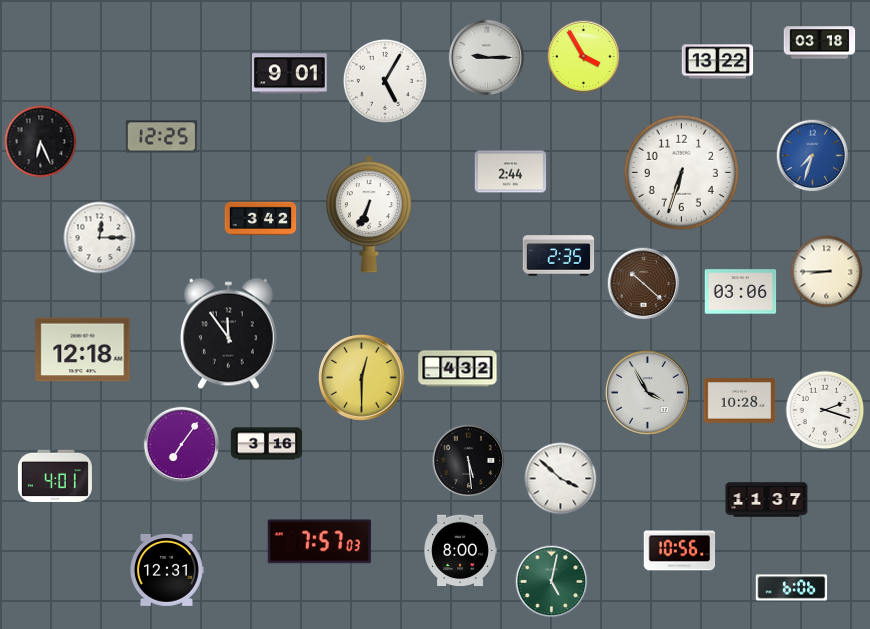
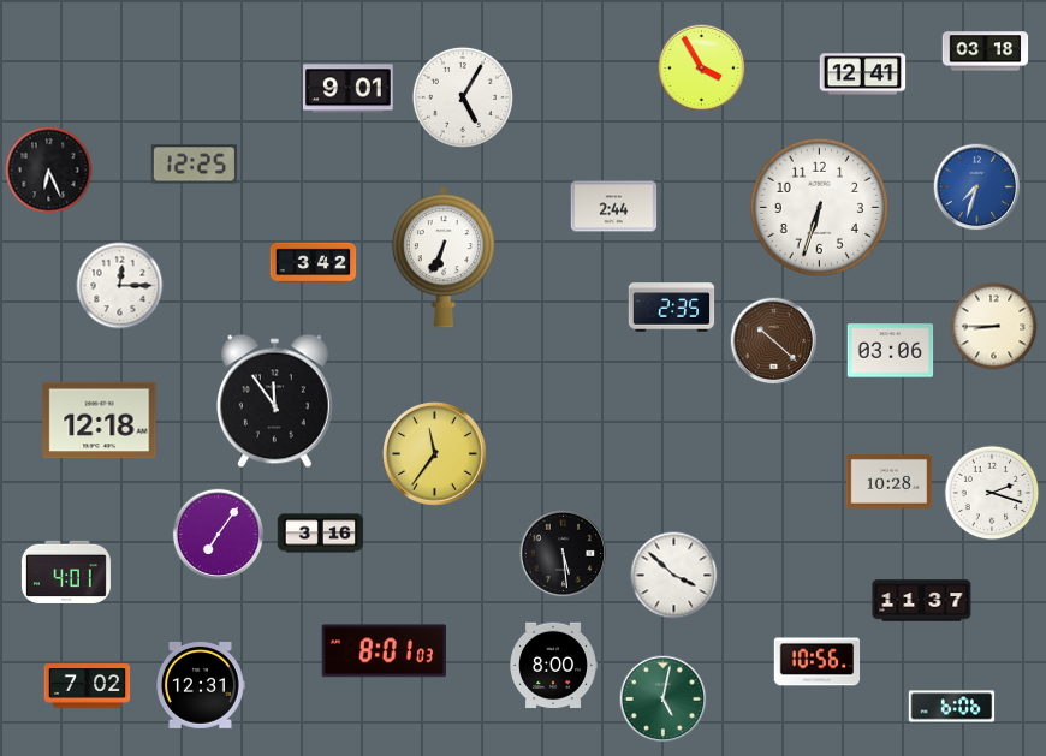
clock at (486, 57): 9:15 -> none
clock at (718, 62): 13:22 -> 12:41
clock at (458, 369): 4:32 -> none
clock at (362, 378): 12:30 -> 11:36
clock at (648, 393): 3:55 -> none
clock at (320, 542): 7:57 -> 8:01
clock at (460, 550) position: (460, 550) -> (553, 665)
clock at (88, 686): none -> 7:02
